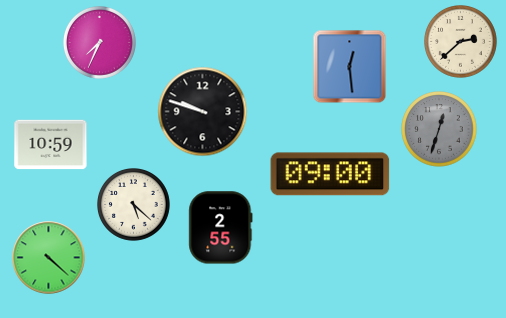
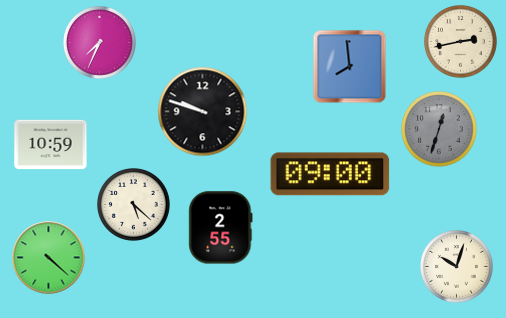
clock at (461, 42): 2:38 -> 2:43
clock at (350, 67): 12:29 -> 7:59
clock at (457, 267): none -> 10:03
